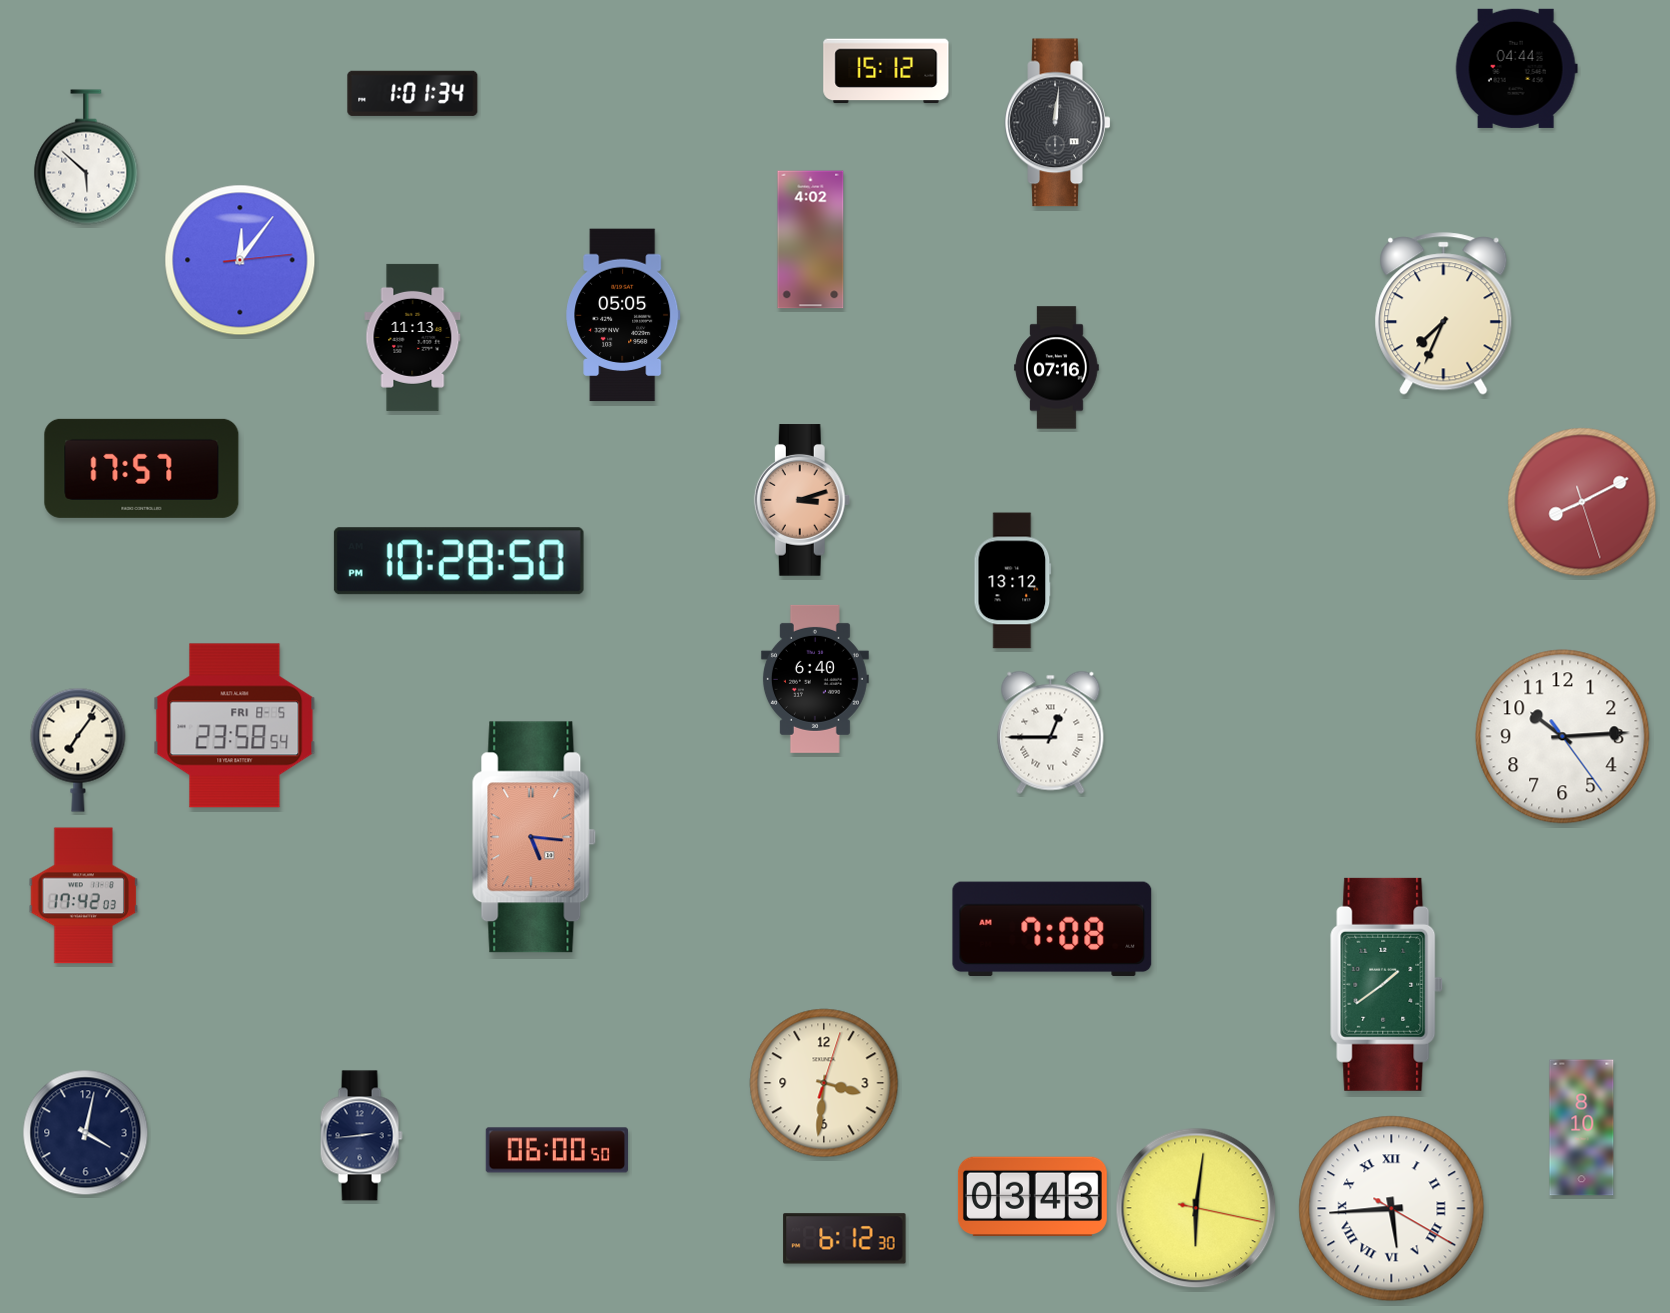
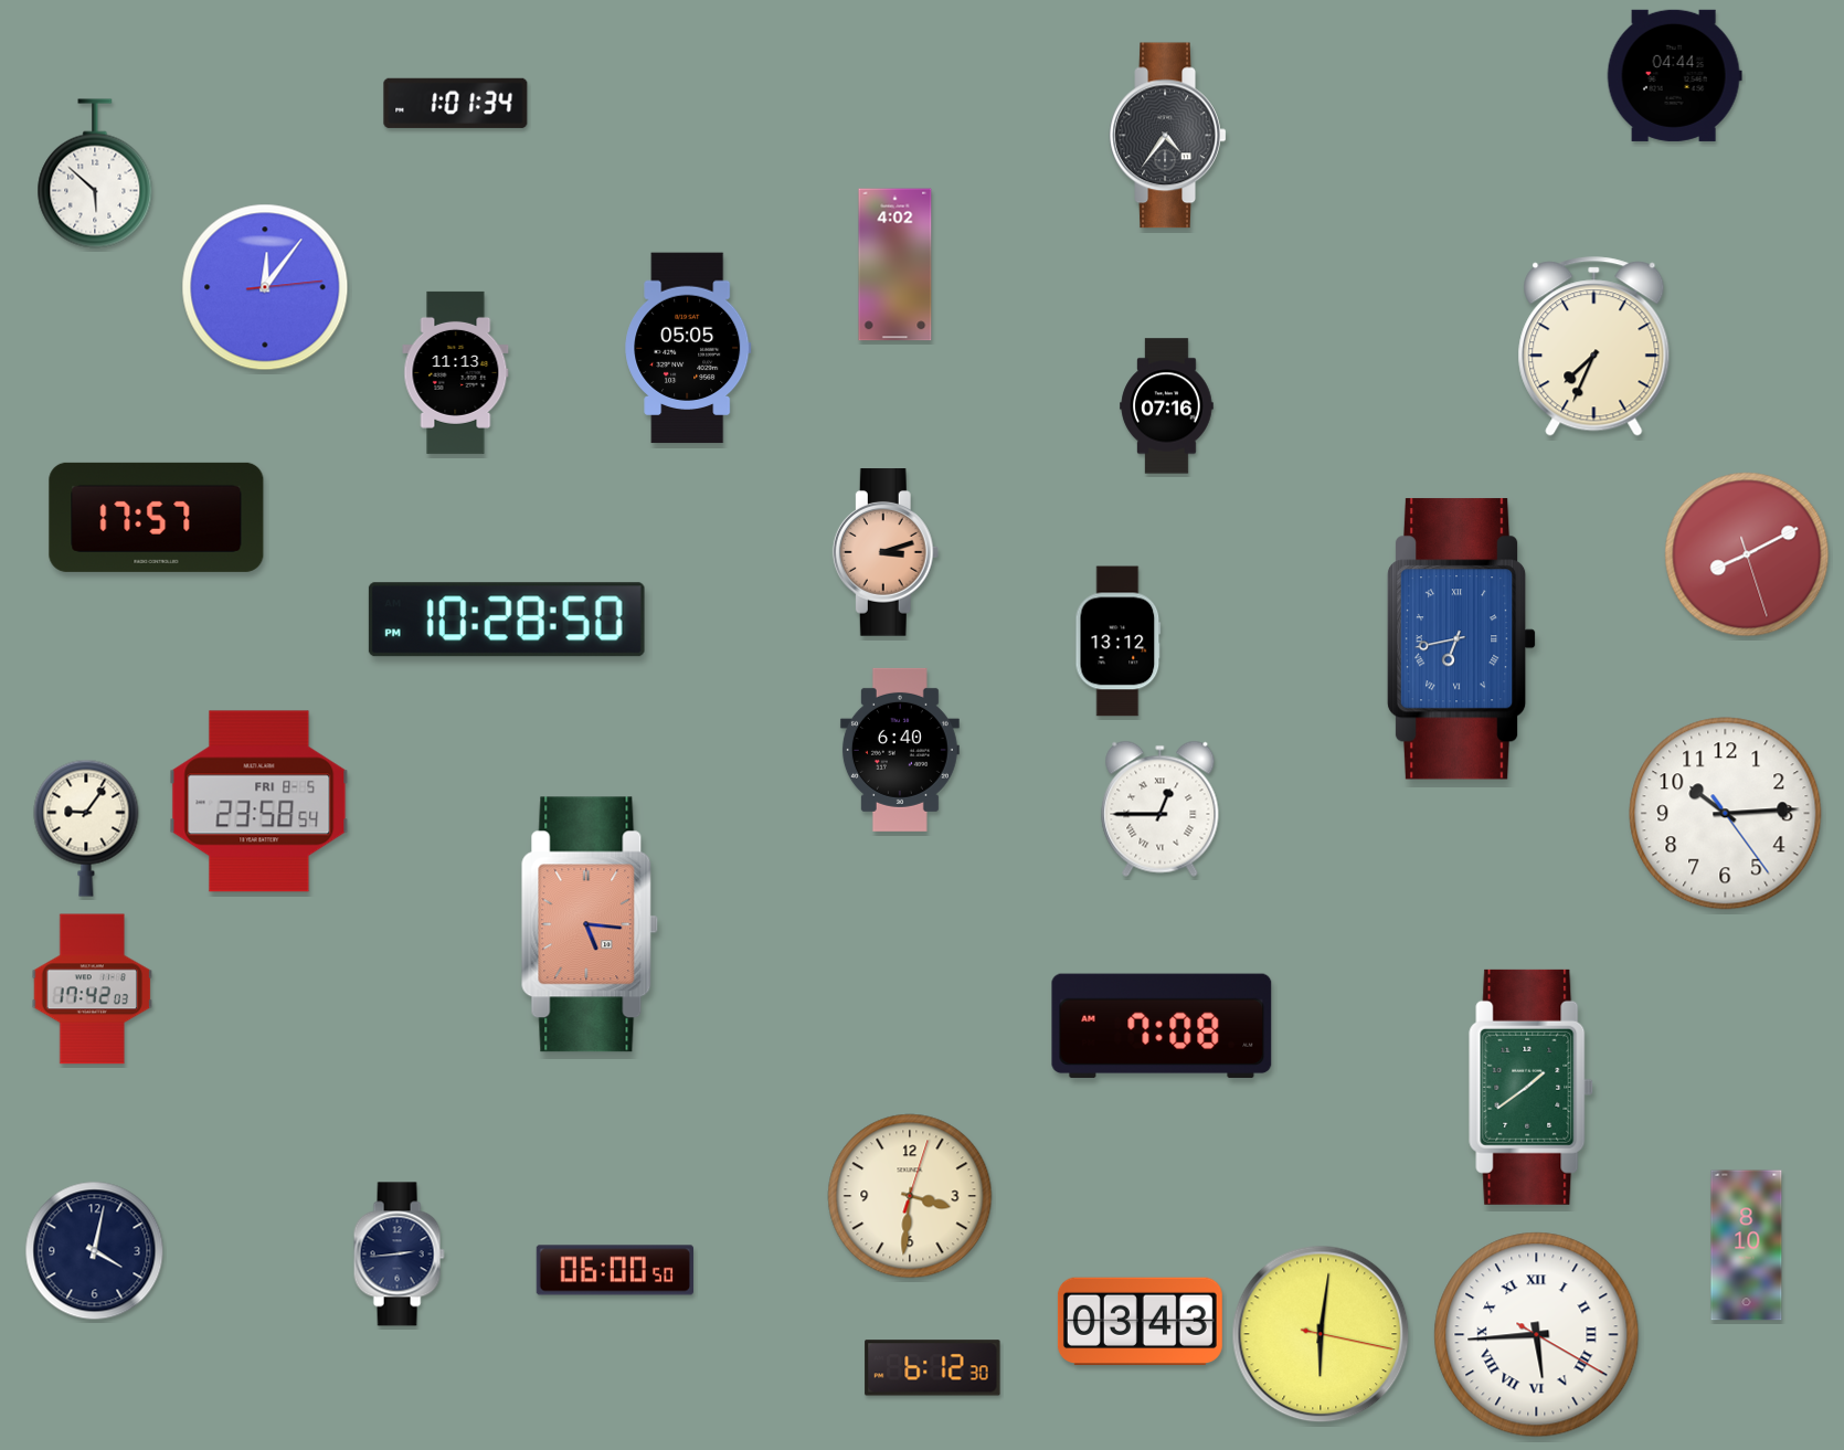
clock at (886, 71): 15:12 -> none
clock at (1058, 123): 12:01 -> 4:36
clock at (1461, 639): none -> 6:43
clock at (78, 750): 7:06 -> 9:06
